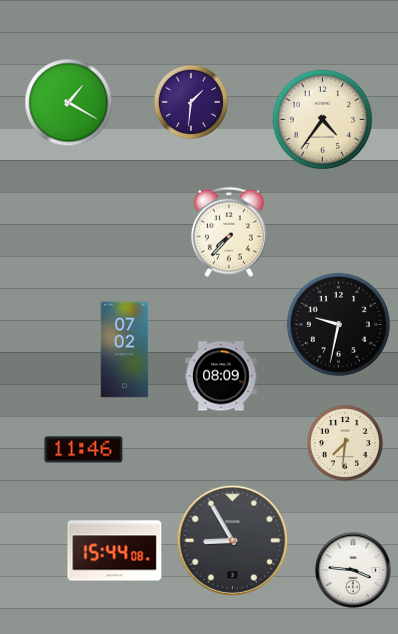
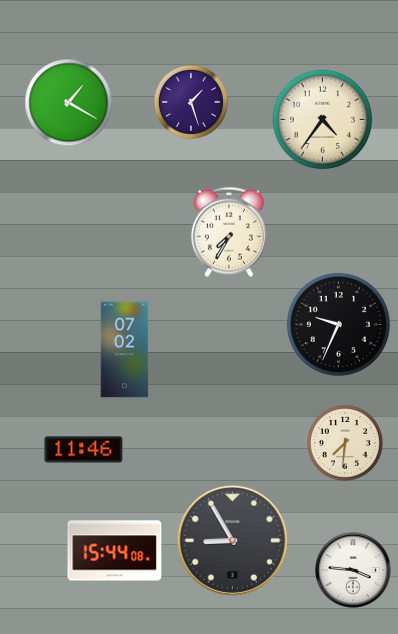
clock at (191, 102): 1:31 -> 1:27
clock at (229, 232): 7:37 -> 7:35
clock at (338, 324): 9:32 -> 9:34
clock at (221, 376): 08:09 -> none
